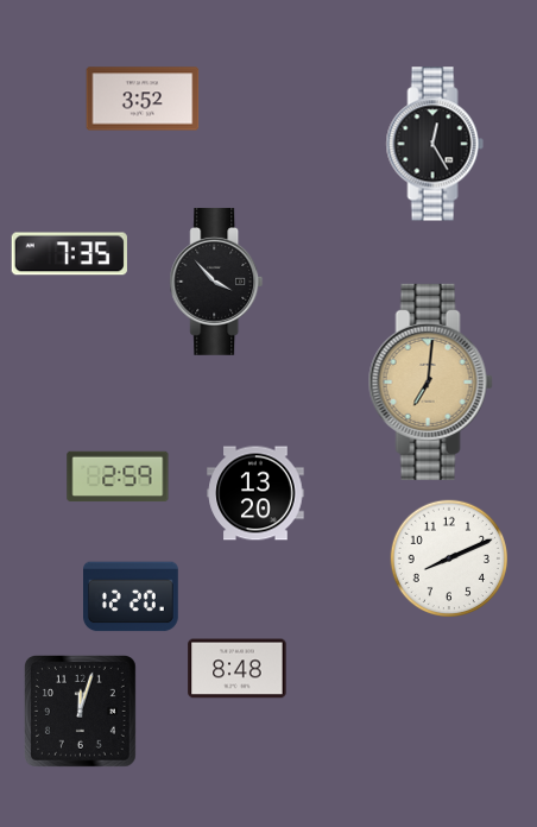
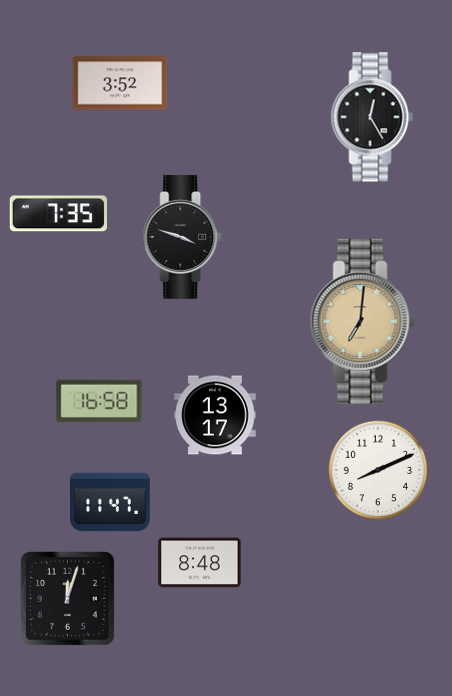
clock at (435, 144) position: (435, 144) -> (372, 117)
clock at (216, 282): 3:53 -> 3:48
clock at (118, 476): 2:59 -> 16:58
clock at (255, 493): 13:20 -> 13:17
clock at (132, 596): 12:20 -> 11:47
